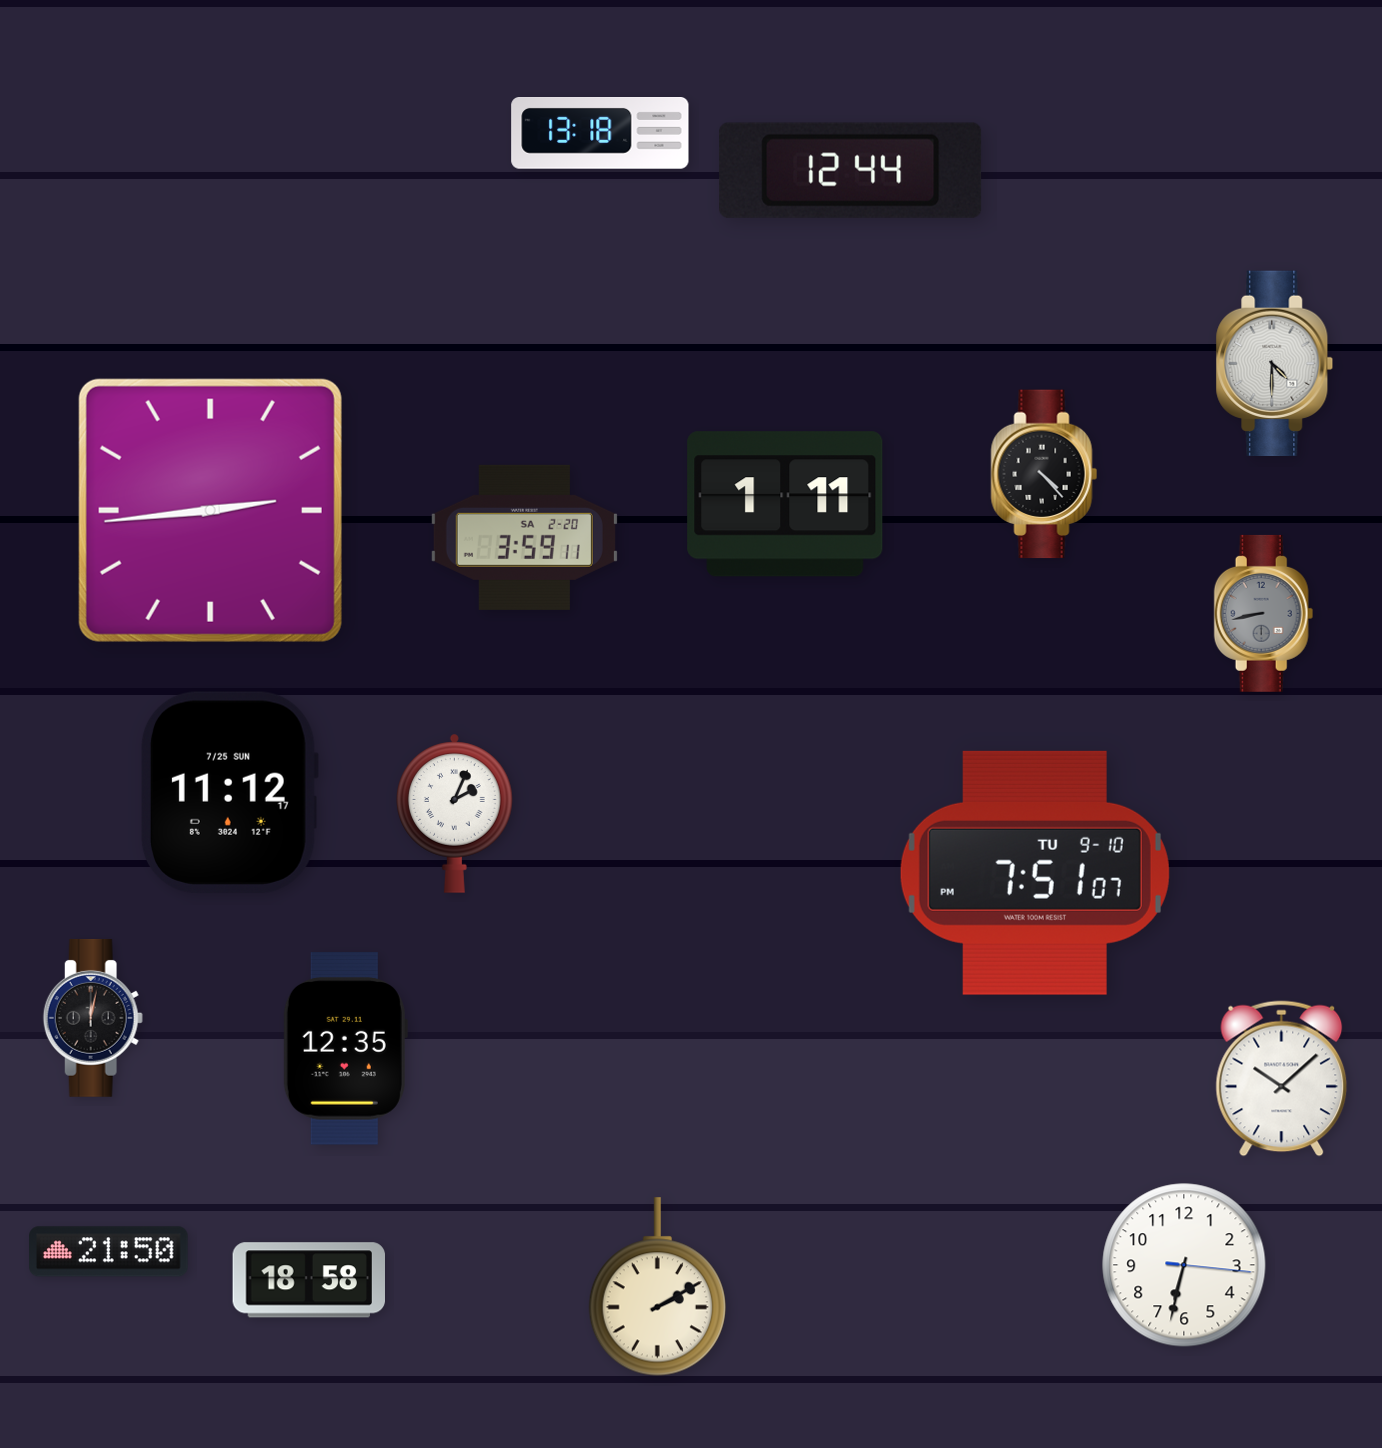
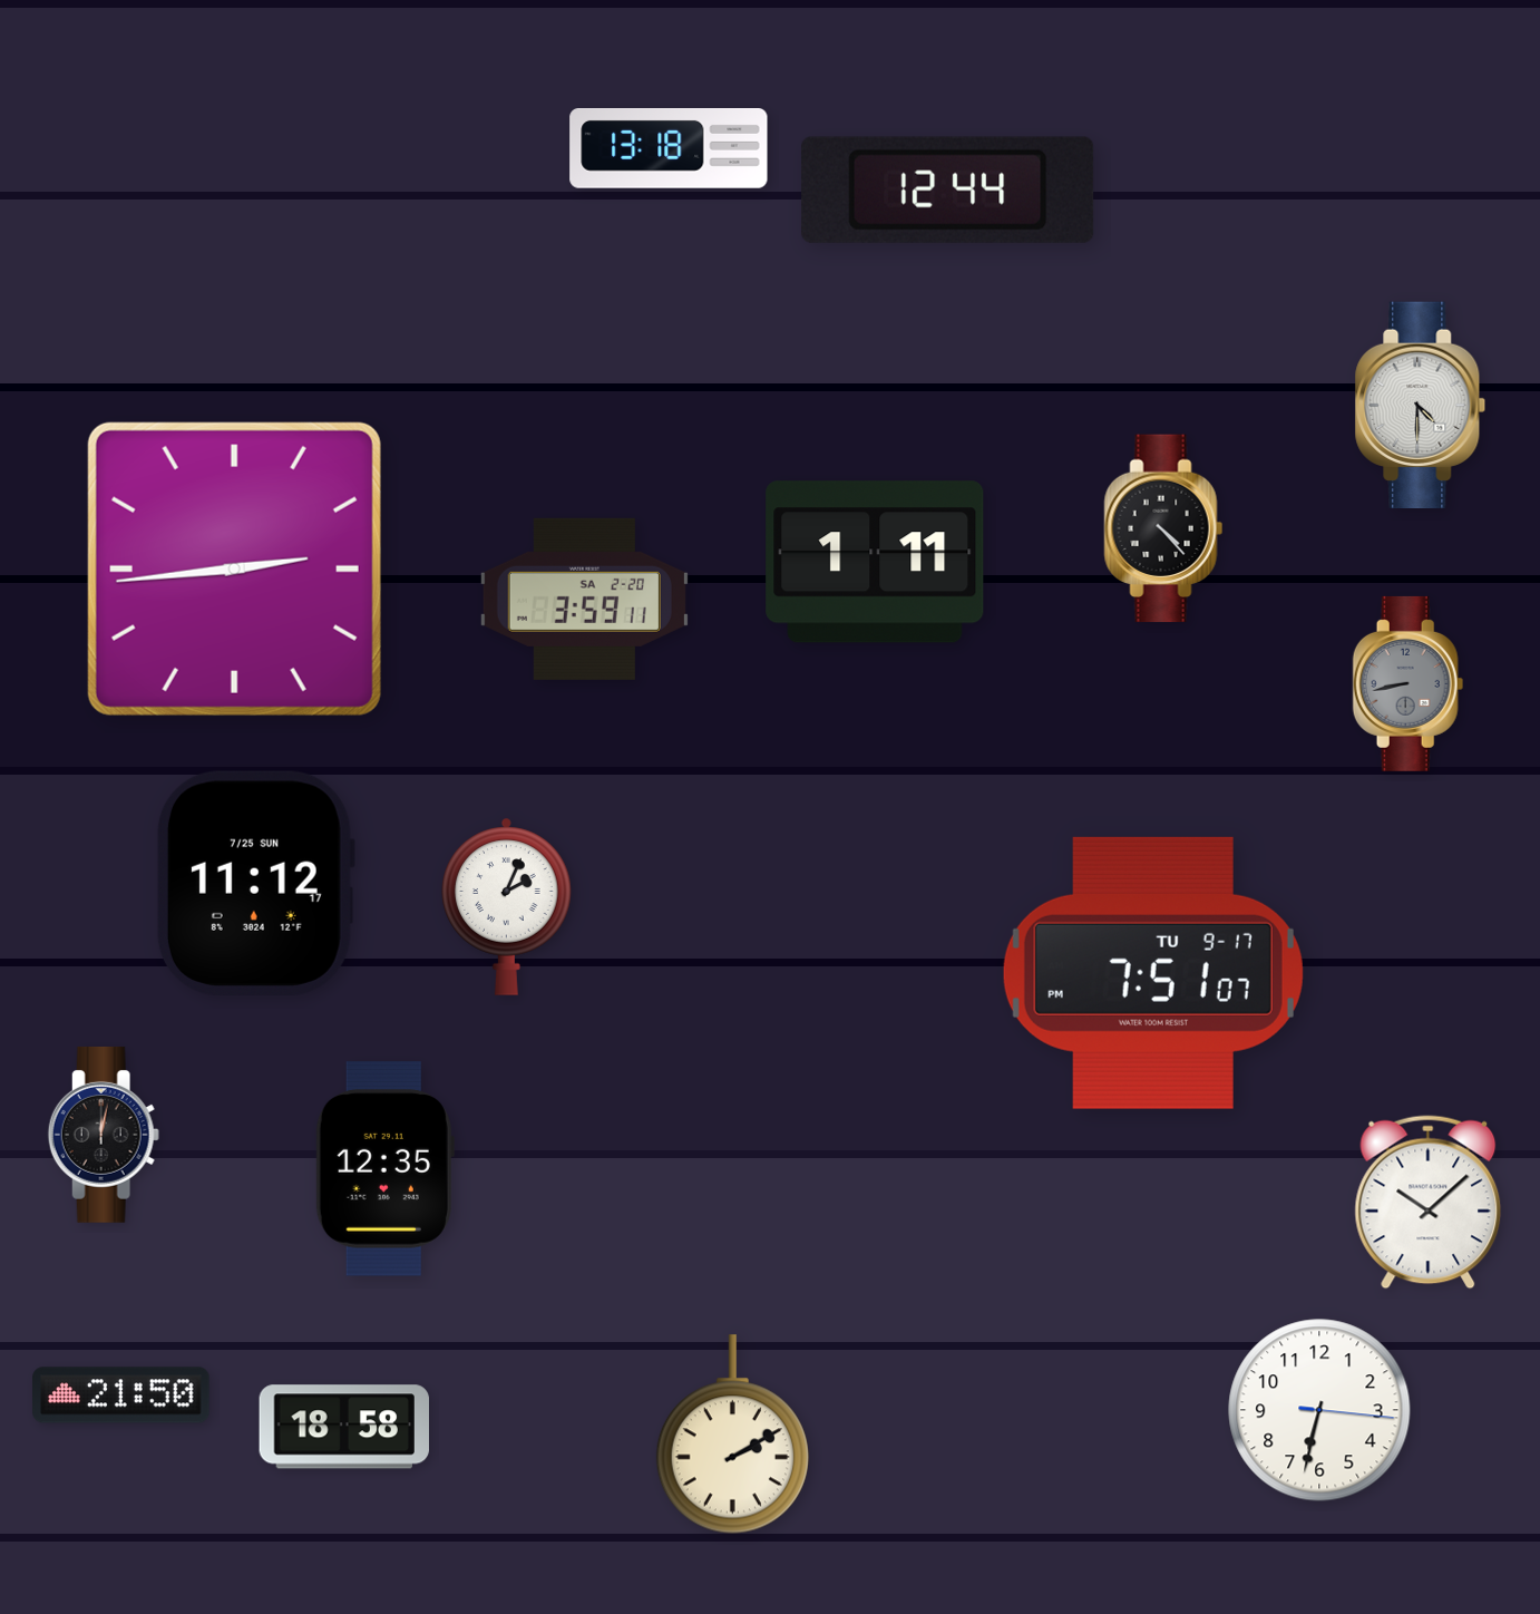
clock at (1035, 873) date: TU 9-10 -> TU 9-17
